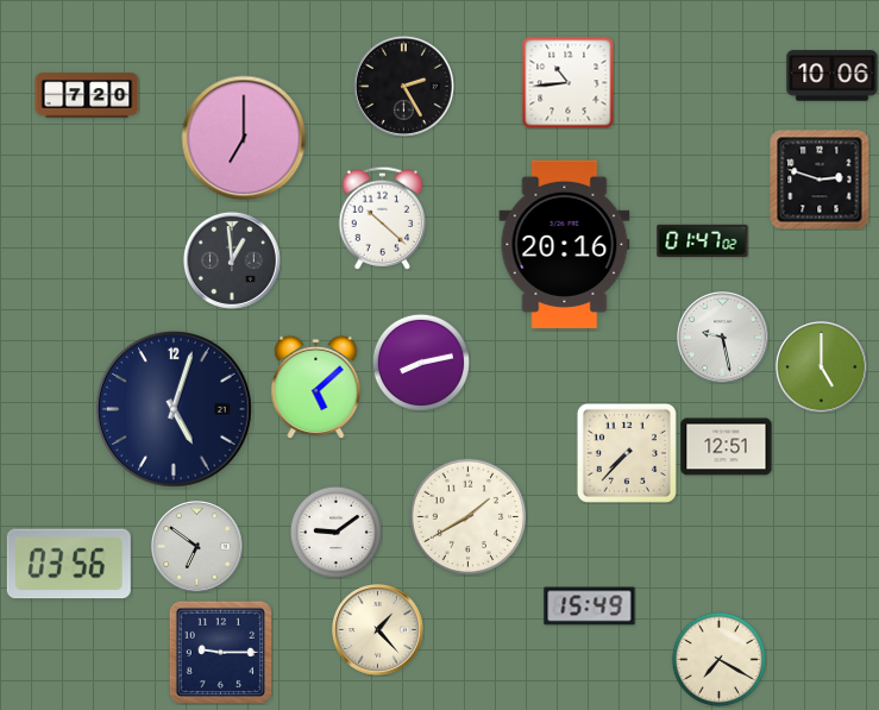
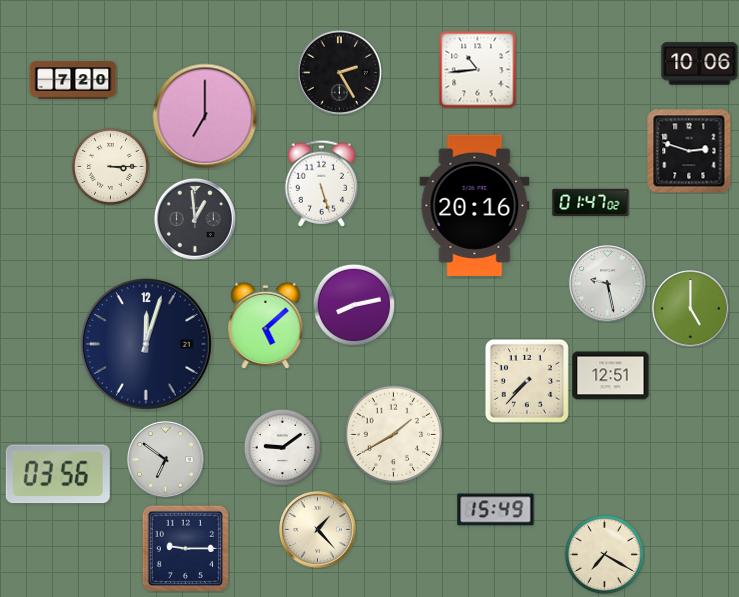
clock at (110, 166): none -> 3:15
clock at (382, 218): 10:22 -> 5:27
clock at (175, 410): 5:03 -> 12:03
